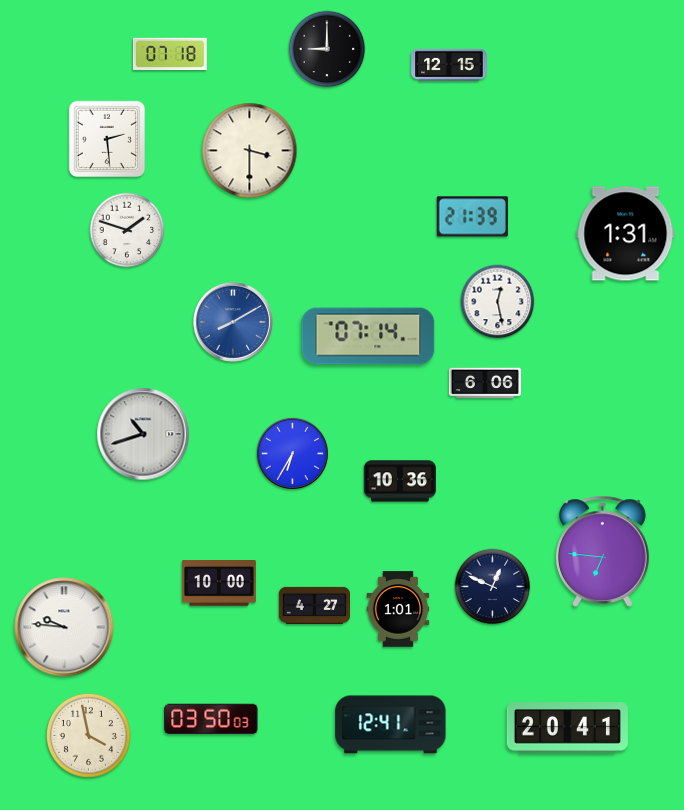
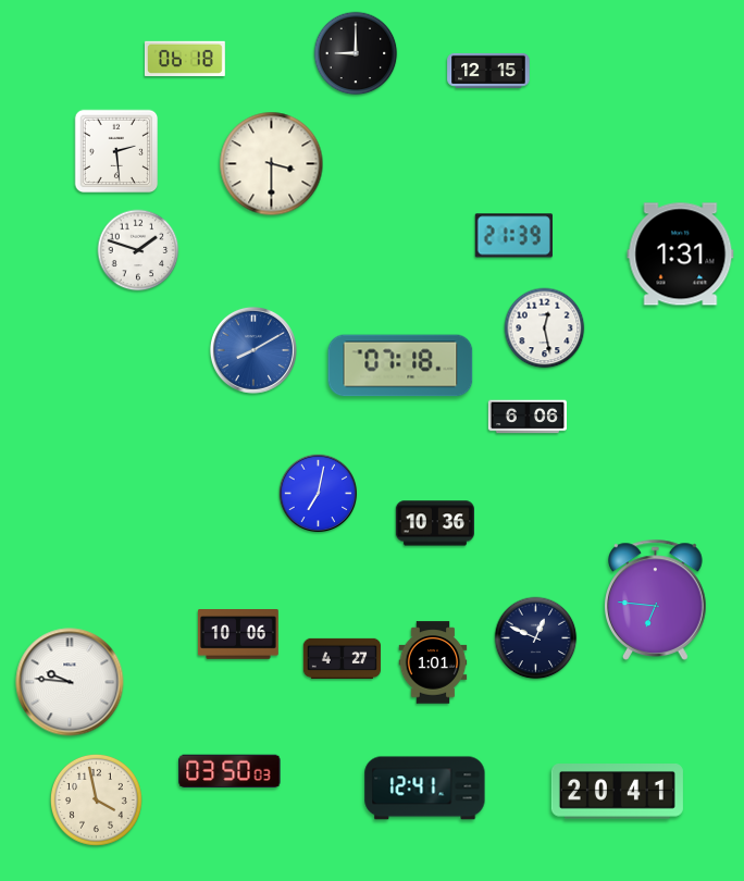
clock at (170, 53): 07:18 -> 06:18
clock at (498, 302) position: (498, 302) -> (545, 328)
clock at (368, 336): 07:14 -> 07:18
clock at (143, 434): 10:42 -> none
clock at (293, 454): 6:35 -> 7:02
clock at (219, 584): 10:00 -> 10:06
clock at (211, 718) position: (211, 718) -> (230, 770)
